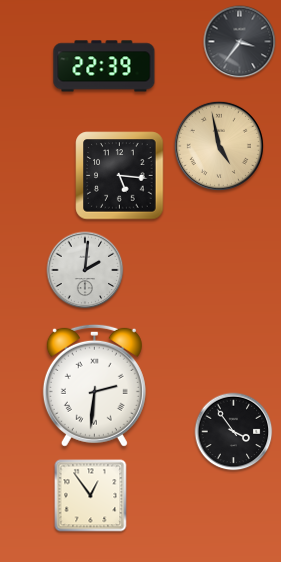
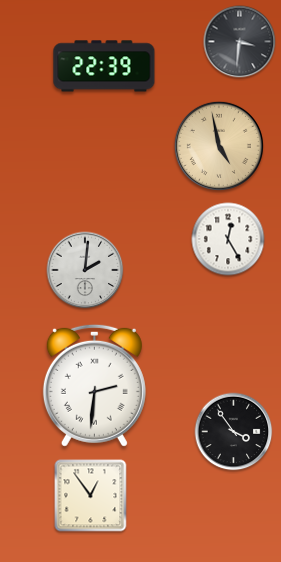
clock at (240, 42): 3:36 -> 3:31
clock at (120, 176): 5:16 -> none
clock at (228, 239): none -> 12:25
